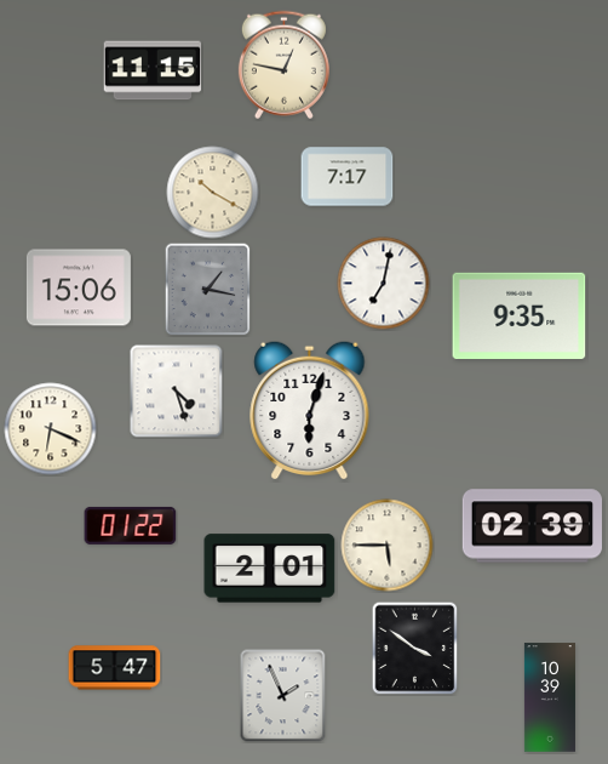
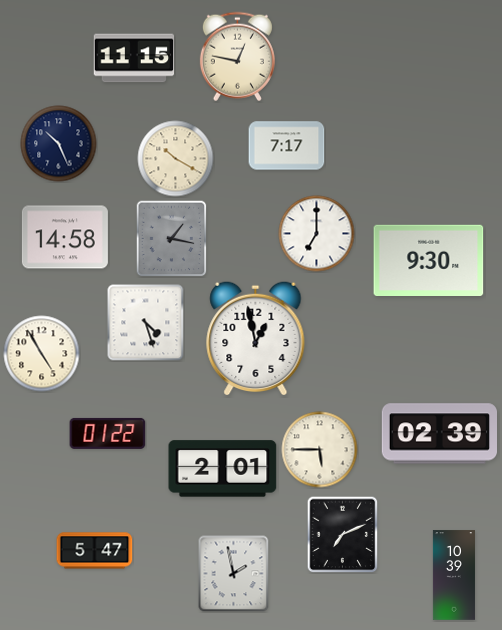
clock at (283, 65) position: (283, 65) -> (237, 57)
clock at (153, 70) position: (153, 70) -> (134, 58)
clock at (59, 144): none -> 10:26
clock at (384, 284): 7:02 -> 7:00
clock at (79, 287): 15:06 -> 14:58
clock at (520, 315): 9:35 -> 9:30
clock at (310, 410): 6:03 -> 12:58
clock at (51, 429): 6:19 -> 4:55
clock at (415, 648): 3:51 -> 7:11
clock at (283, 696): 1:56 -> 1:58
